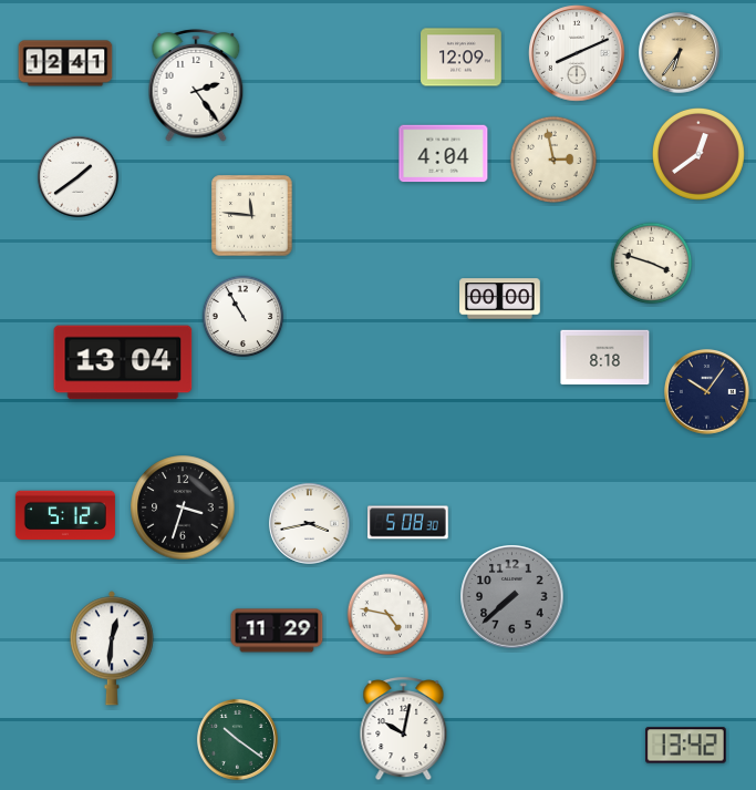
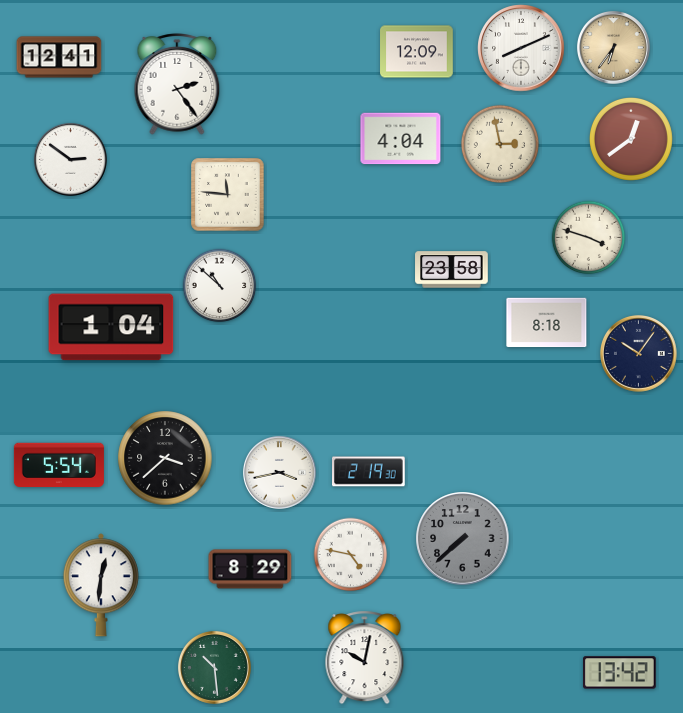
clock at (196, 85) position: (196, 85) -> (177, 84)
clock at (77, 176): 1:39 -> 2:51
clock at (500, 299): 00:00 -> 23:58
clock at (244, 317): 10:55 -> 10:52
clock at (123, 362): 13:04 -> 1:04
clock at (183, 507): 3:33 -> 3:38
clock at (65, 515): 5:12 -> 5:54
clock at (408, 523): 5:08 -> 2:19
clock at (277, 630): 11:29 -> 8:29
clock at (237, 739): 10:21 -> 10:29
